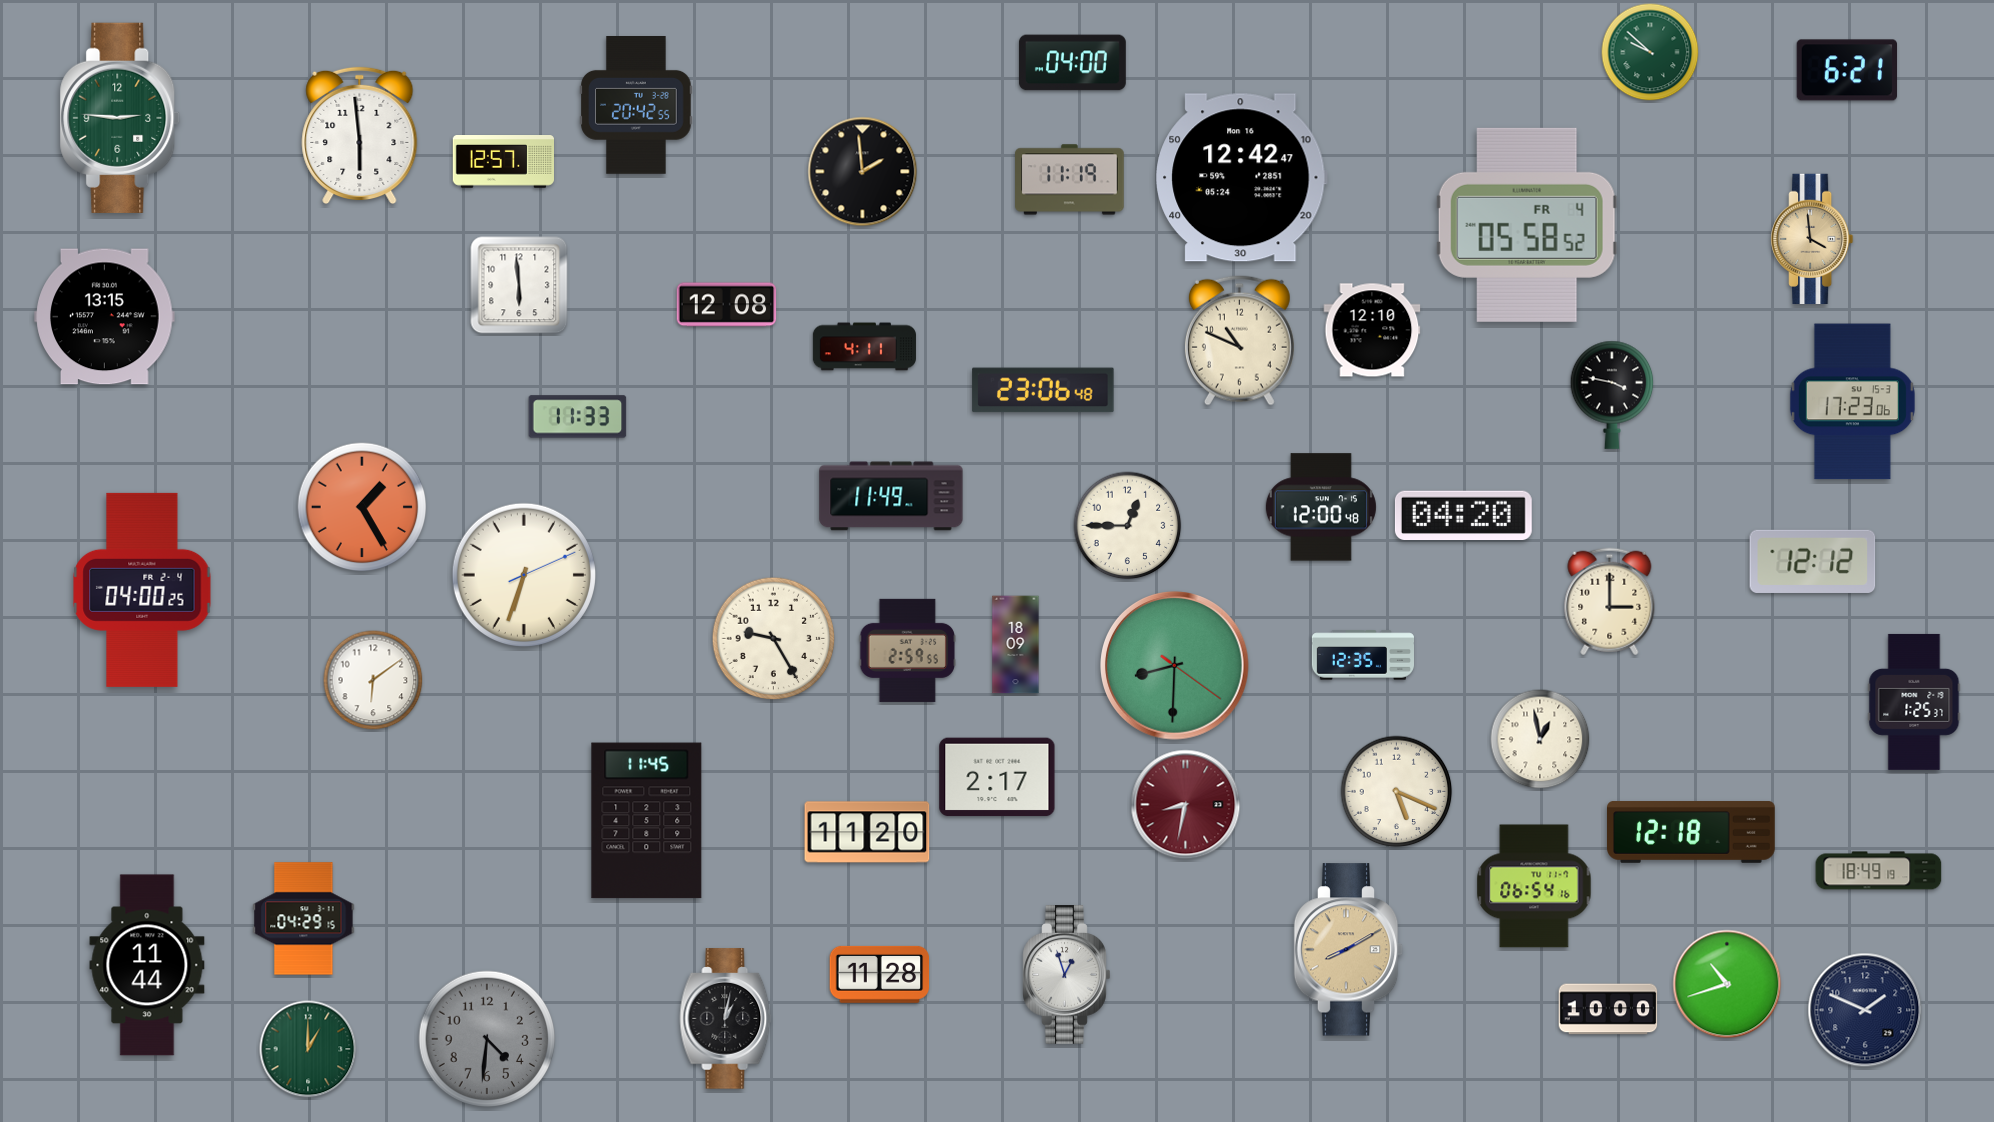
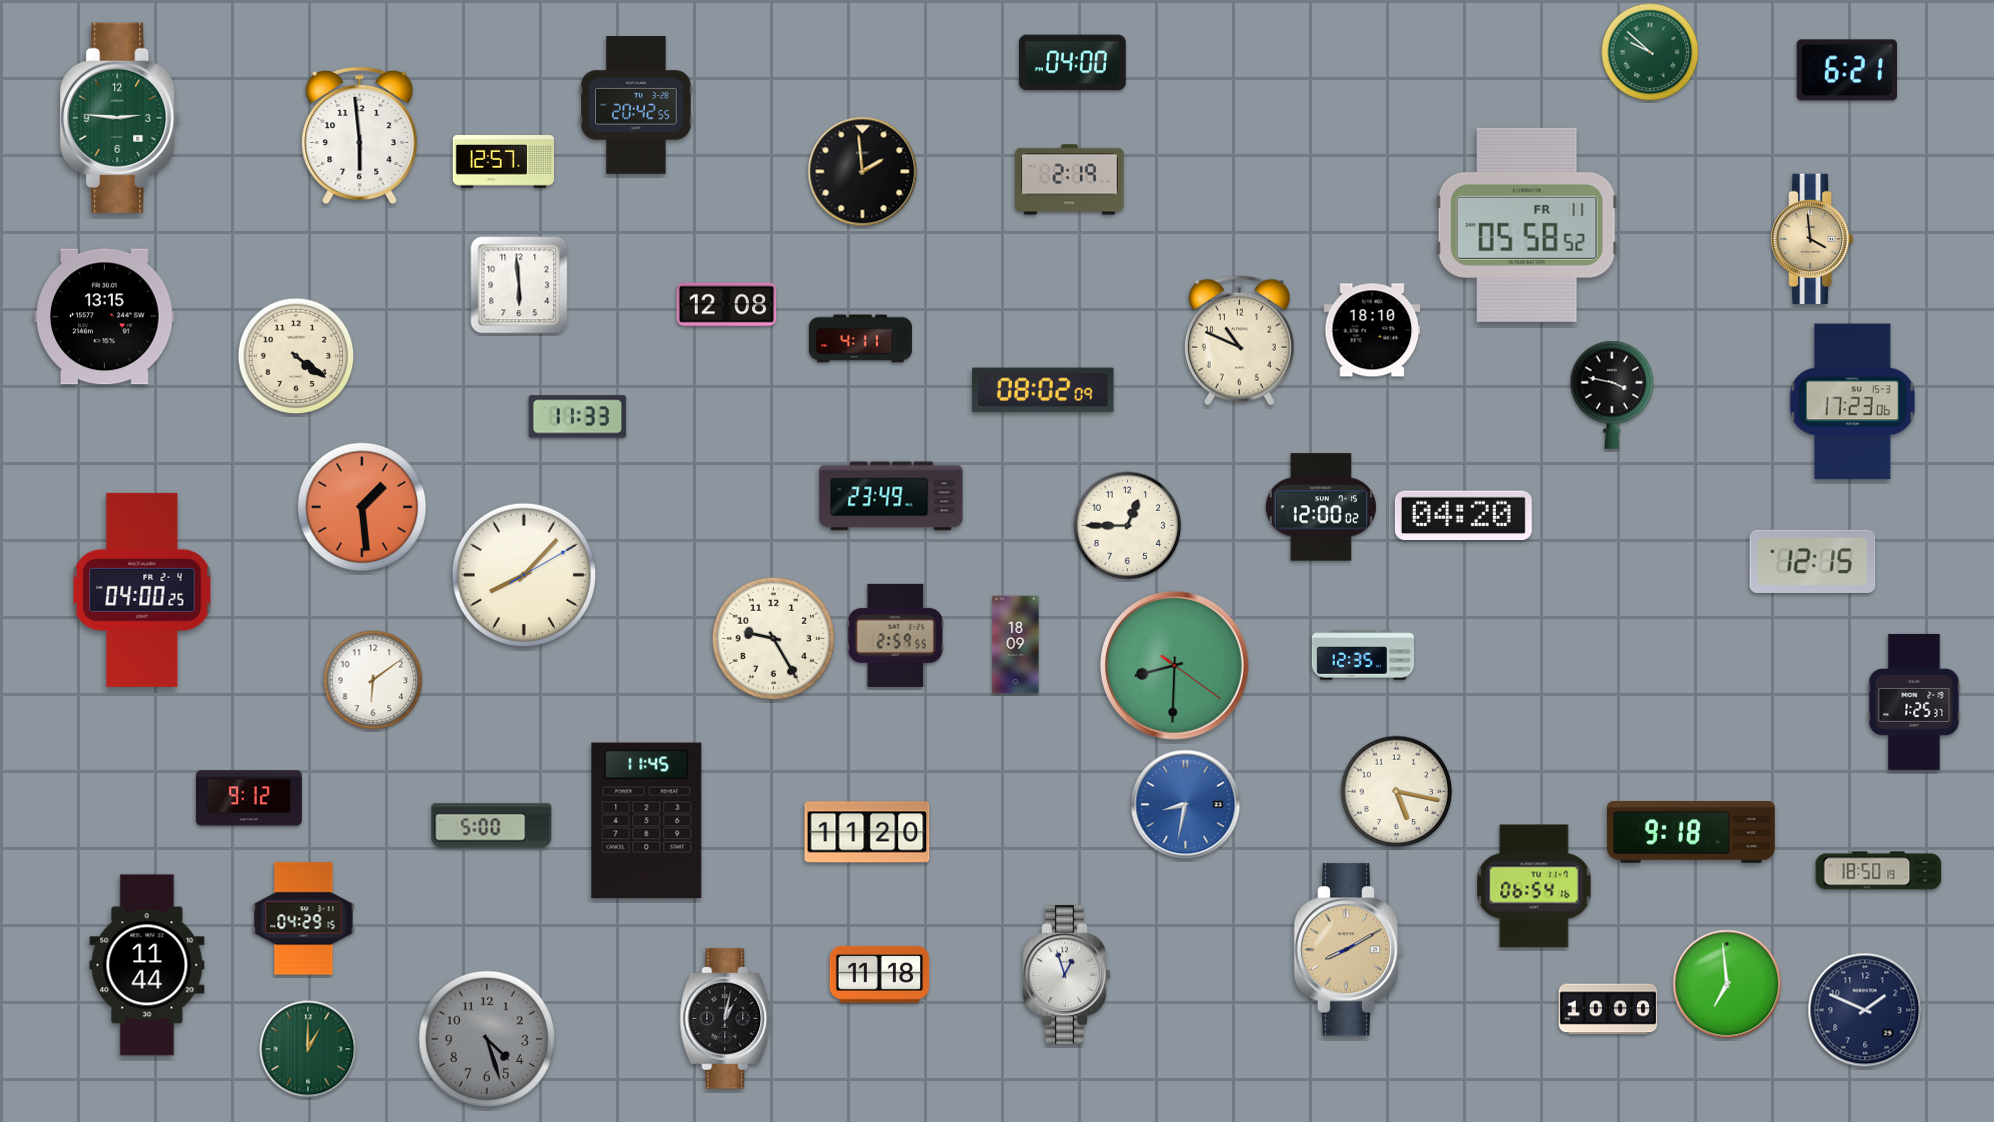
clock at (1242, 178): 12:42 -> none
clock at (1070, 180): 11:19 -> 2:19
clock at (1527, 225) date: FR 4 -> FR 11
clock at (1372, 330): 12:10 -> 18:10
clock at (864, 347) position: (864, 347) -> (860, 339)
clock at (296, 356): none -> 4:21
clock at (1043, 390): 23:06 -> 08:02
clock at (891, 496): 11:49 -> 23:49
clock at (362, 507): 1:25 -> 1:29
clock at (1321, 507): 12:00:48 -> 12:00:02
clock at (1813, 561): 12:12 -> 12:15
clock at (523, 574): 6:33 -> 8:07
clock at (1610, 602): 3:00 -> none
clock at (907, 650) position: (907, 650) -> (895, 635)
clock at (1540, 739): 12:58 -> none
clock at (997, 777): 2:17 -> none
clock at (1397, 792): 5:19 -> 5:17
clock at (249, 798): none -> 9:12
clock at (1186, 805) dial: burgundy -> blue
clock at (492, 826): none -> 5:00
clock at (1692, 833): 12:18 -> 9:18
clock at (1879, 871): 18:49 -> 18:50
clock at (880, 974): 11:28 -> 11:18
clock at (1727, 984): 10:42 -> 6:59
clock at (487, 1039): 4:31 -> 4:27
